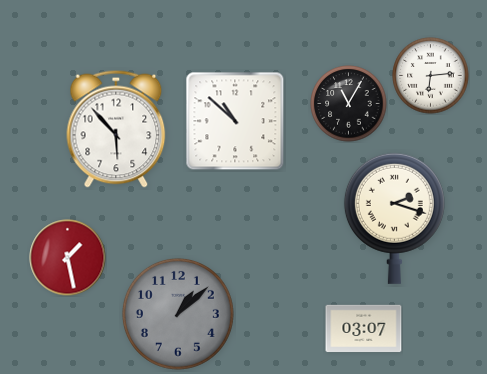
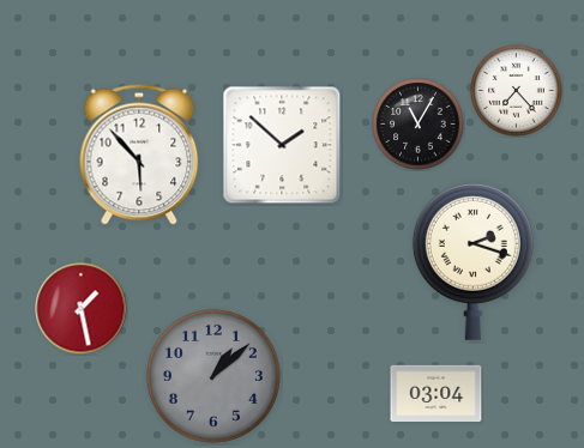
clock at (431, 76): 6:14 -> 7:23
clock at (235, 121): 10:52 -> 1:52
clock at (364, 329): 03:07 -> 03:04
